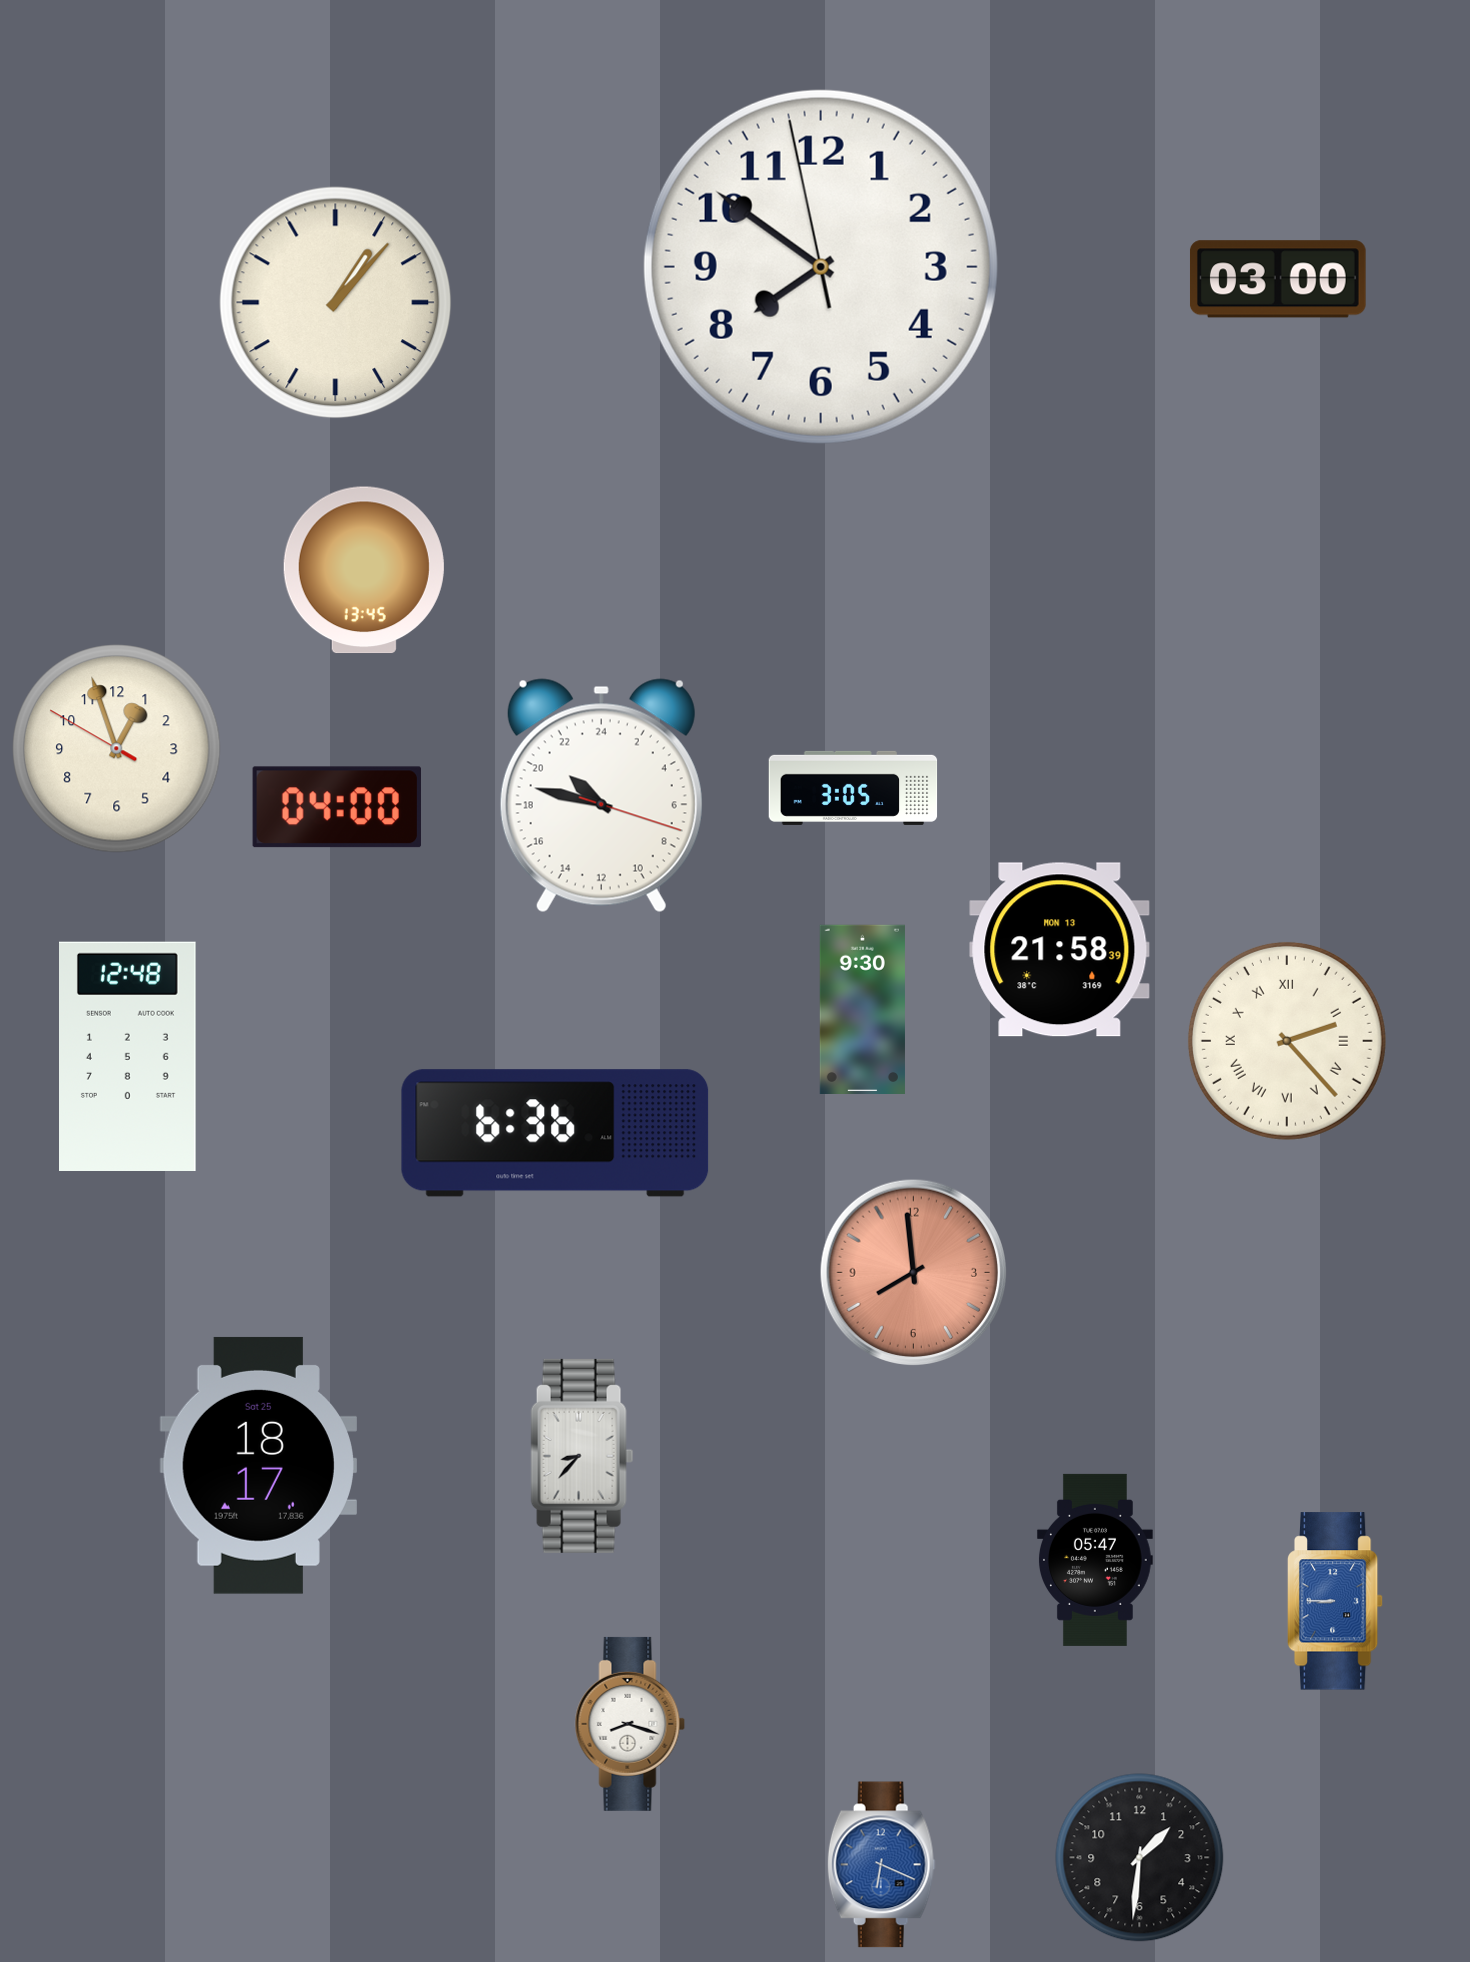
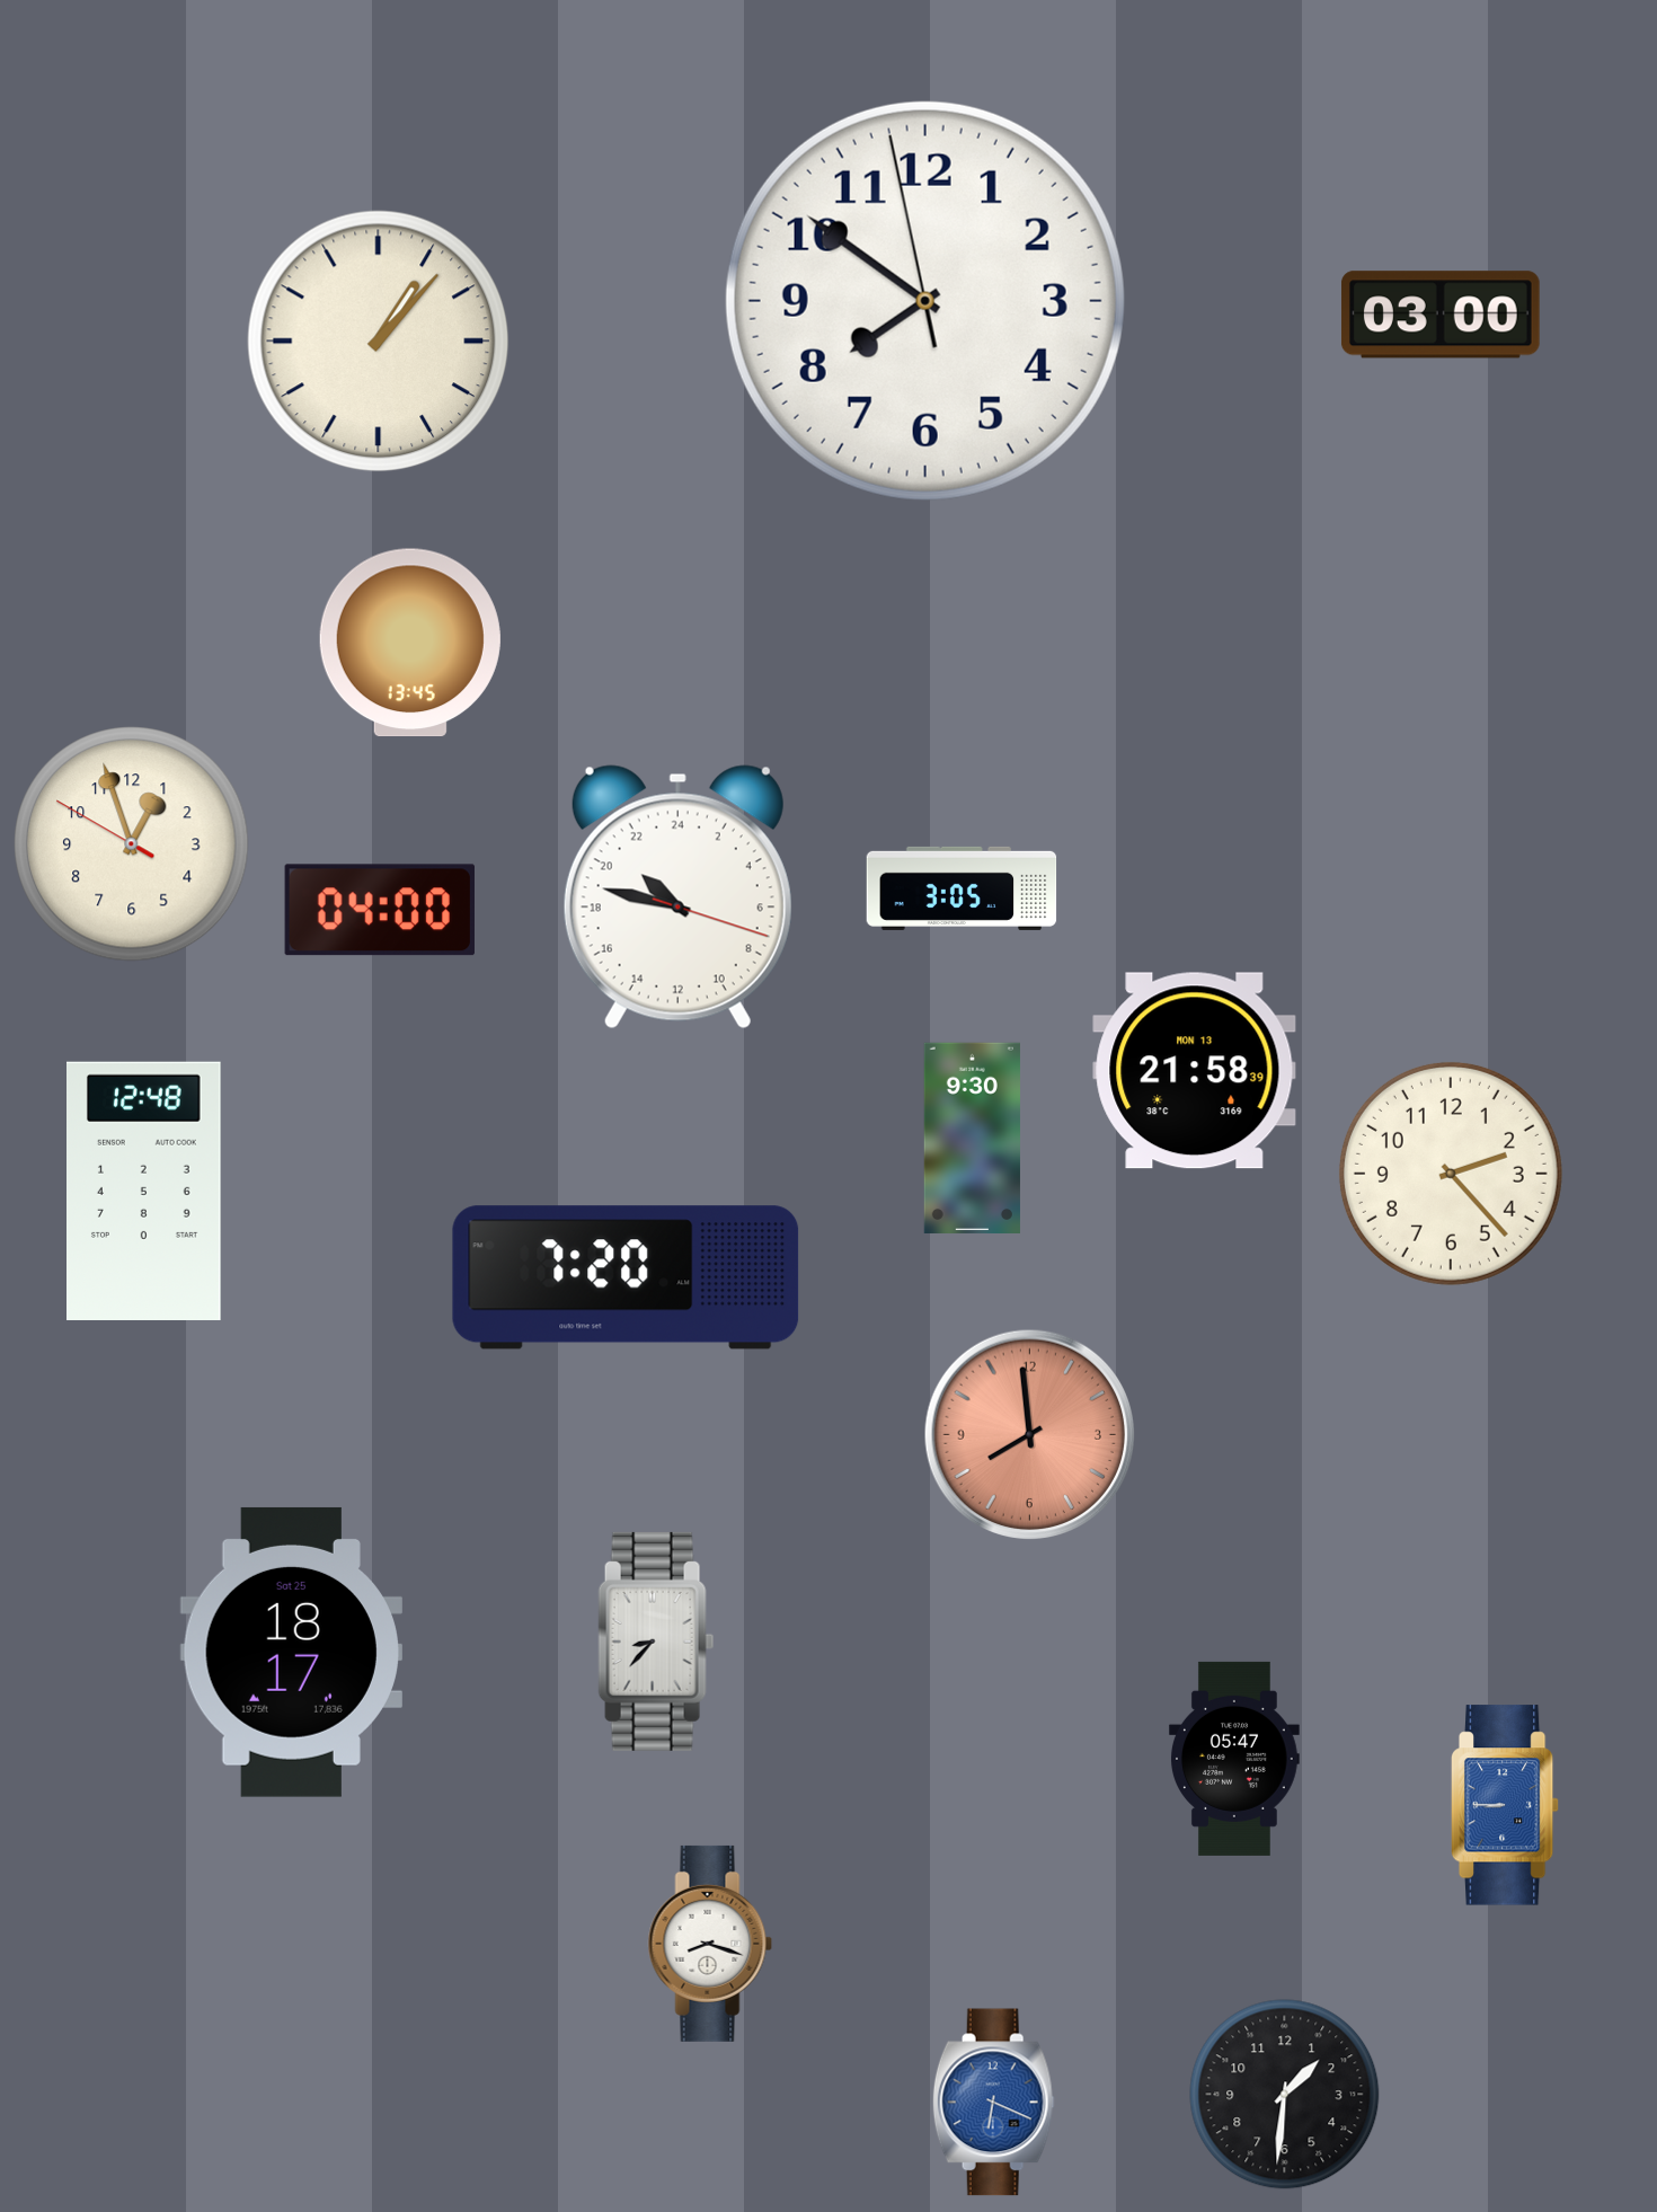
clock at (1287, 1041) numerals: Roman -> Arabic
clock at (555, 1133): 6:36 -> 7:20
